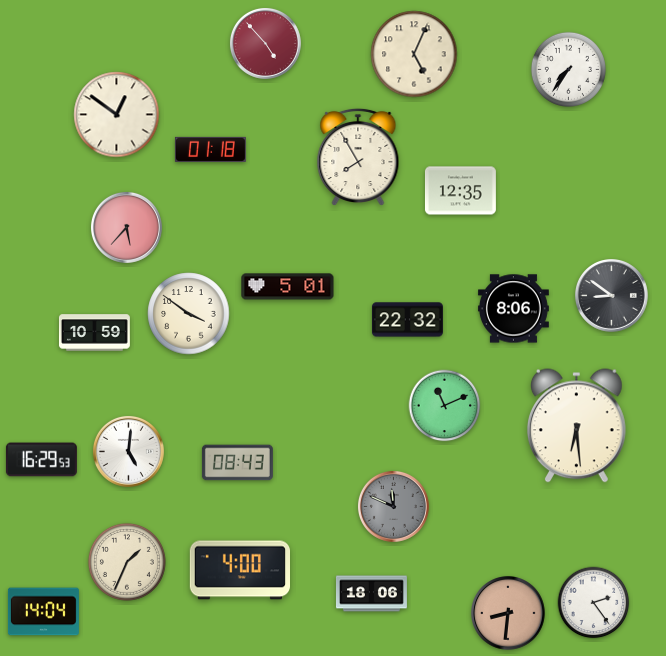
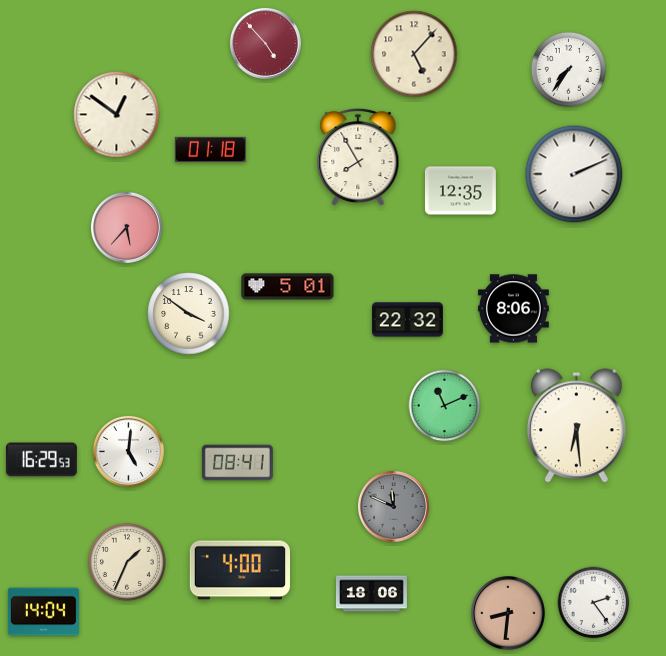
clock at (414, 54): 5:04 -> 5:07
clock at (574, 174): none -> 2:11
clock at (612, 296): 8:51 -> none
clock at (94, 333): 10:59 -> none
clock at (237, 463): 08:43 -> 08:41
